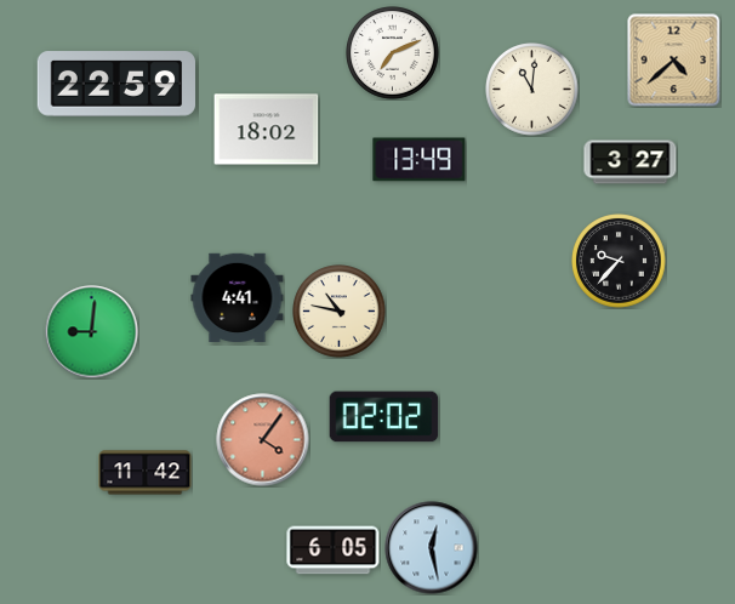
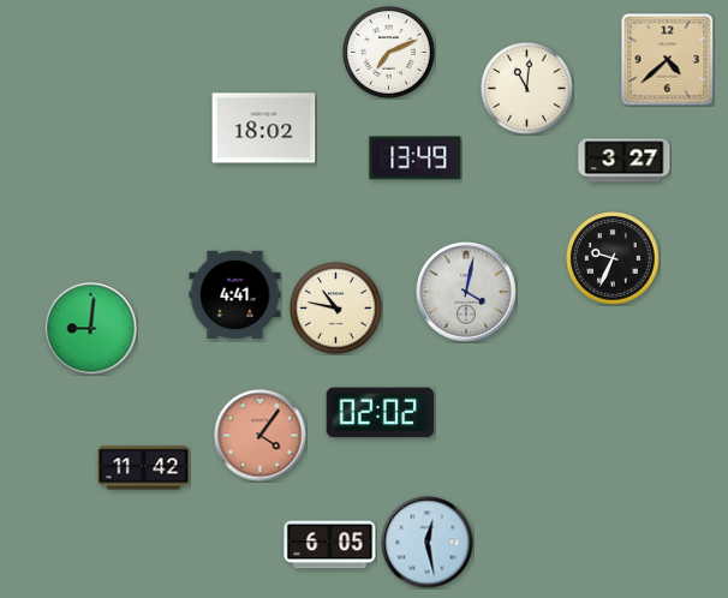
clock at (115, 84): 22:59 -> none
clock at (619, 261): 9:37 -> 9:34
clock at (466, 292): none -> 4:02
